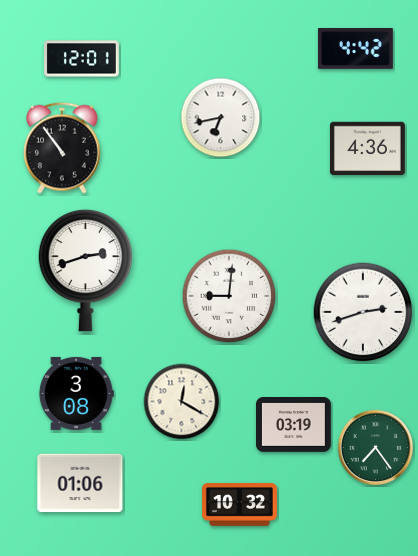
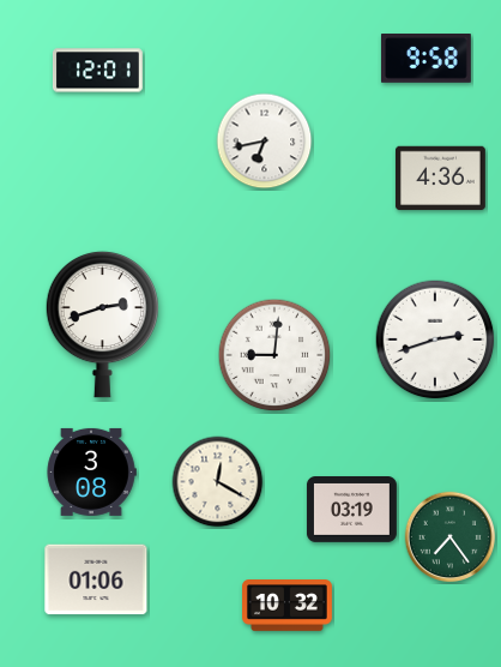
clock at (355, 49): 4:42 -> 9:58
clock at (63, 148): 10:54 -> none
clock at (363, 312) position: (363, 312) -> (435, 339)
